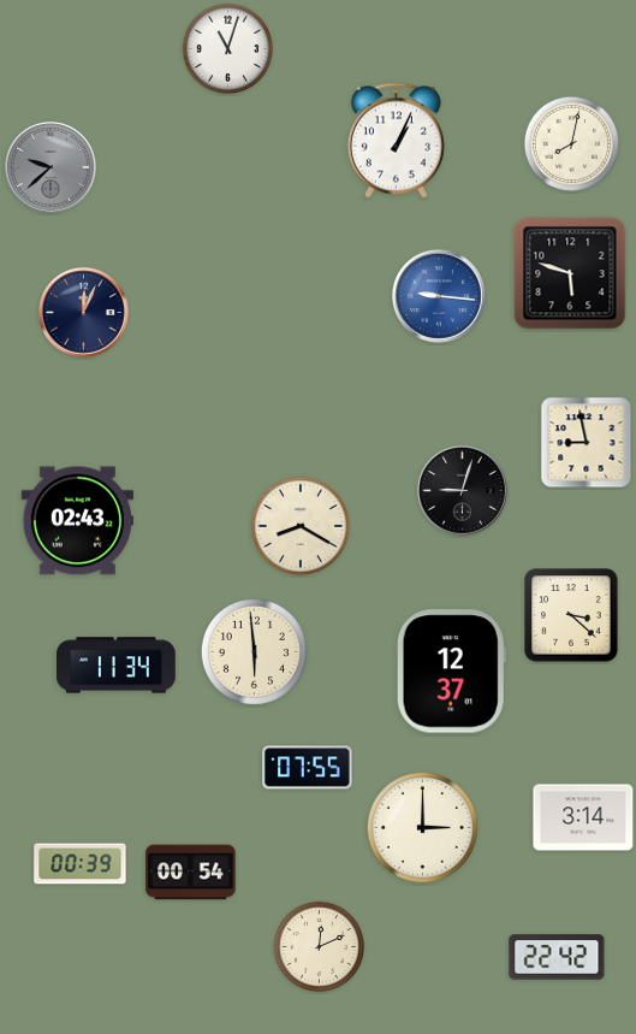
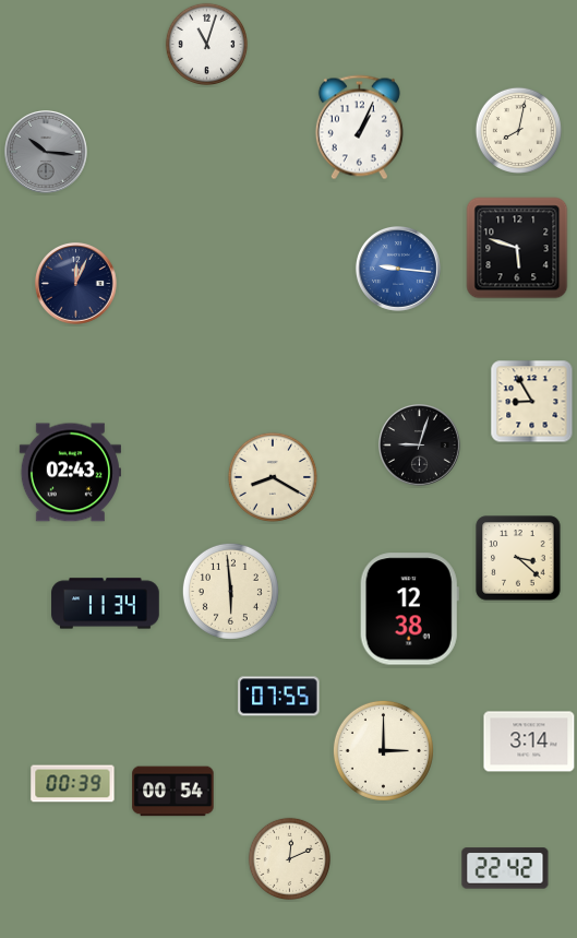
clock at (52, 169): 9:38 -> 10:16
clock at (587, 443): 8:58 -> 8:55
clock at (451, 672): 12:37 -> 12:38
